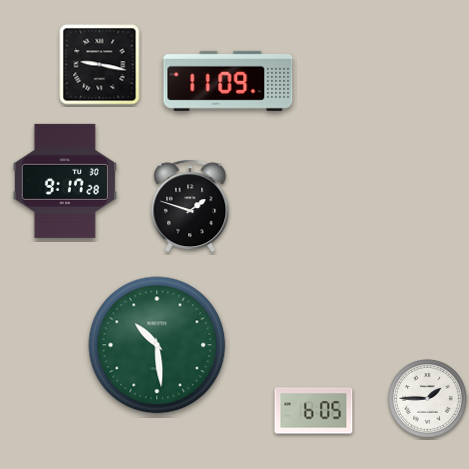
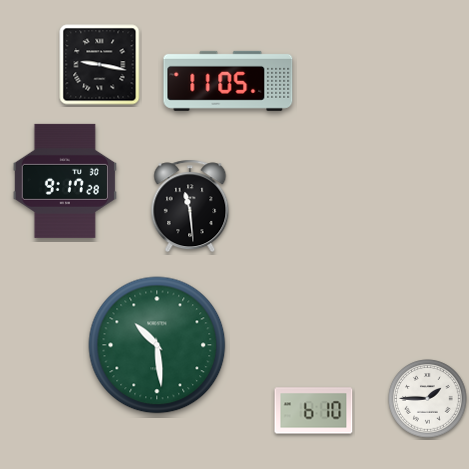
clock at (228, 81): 11:09 -> 11:05
clock at (190, 206): 1:48 -> 11:29
clock at (314, 411): 6:05 -> 6:10
